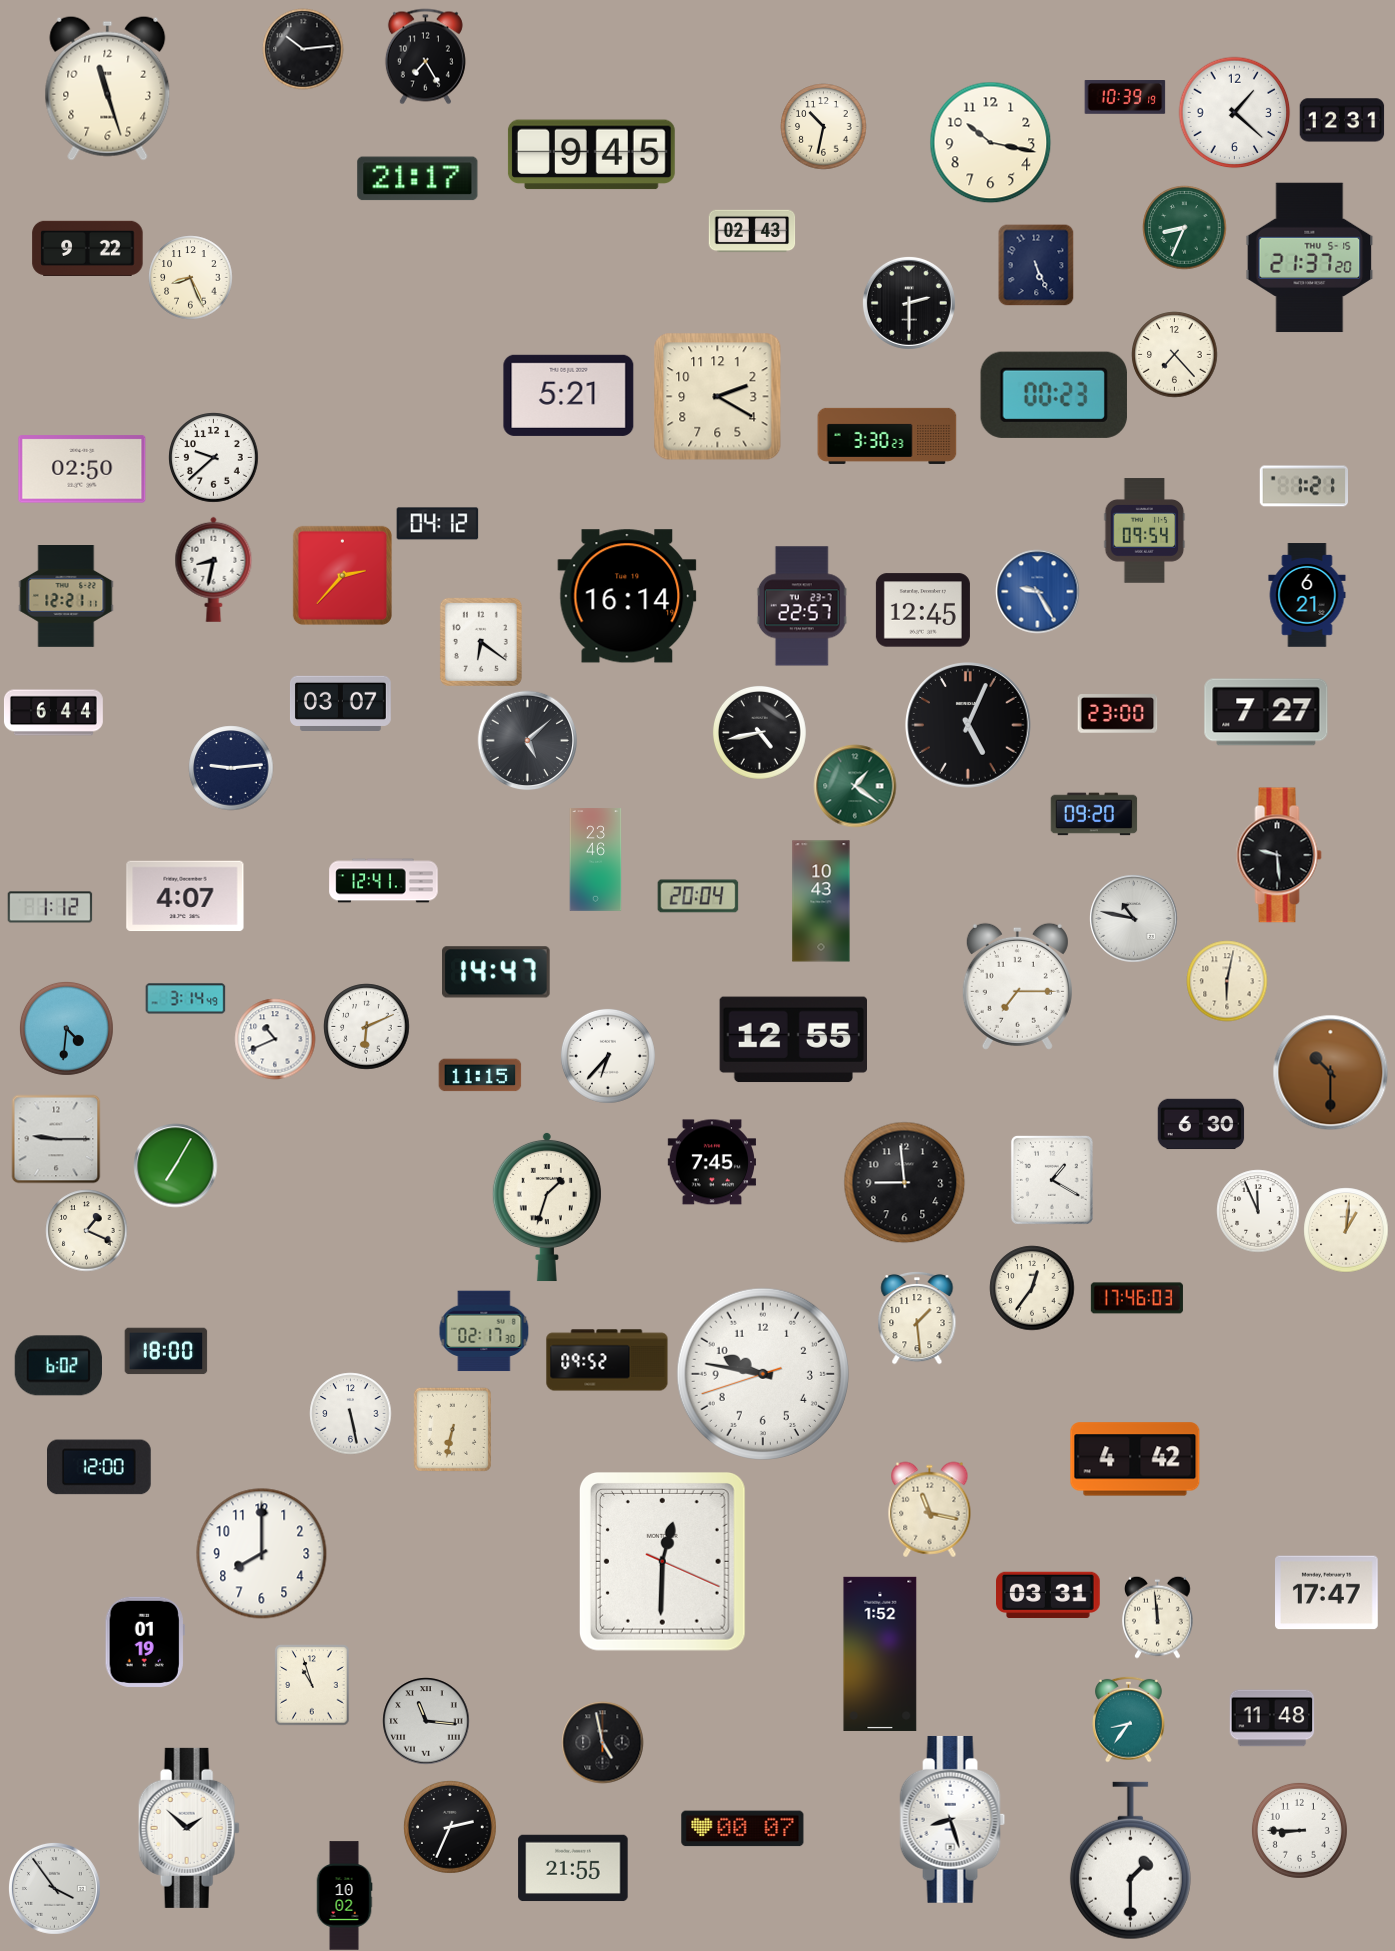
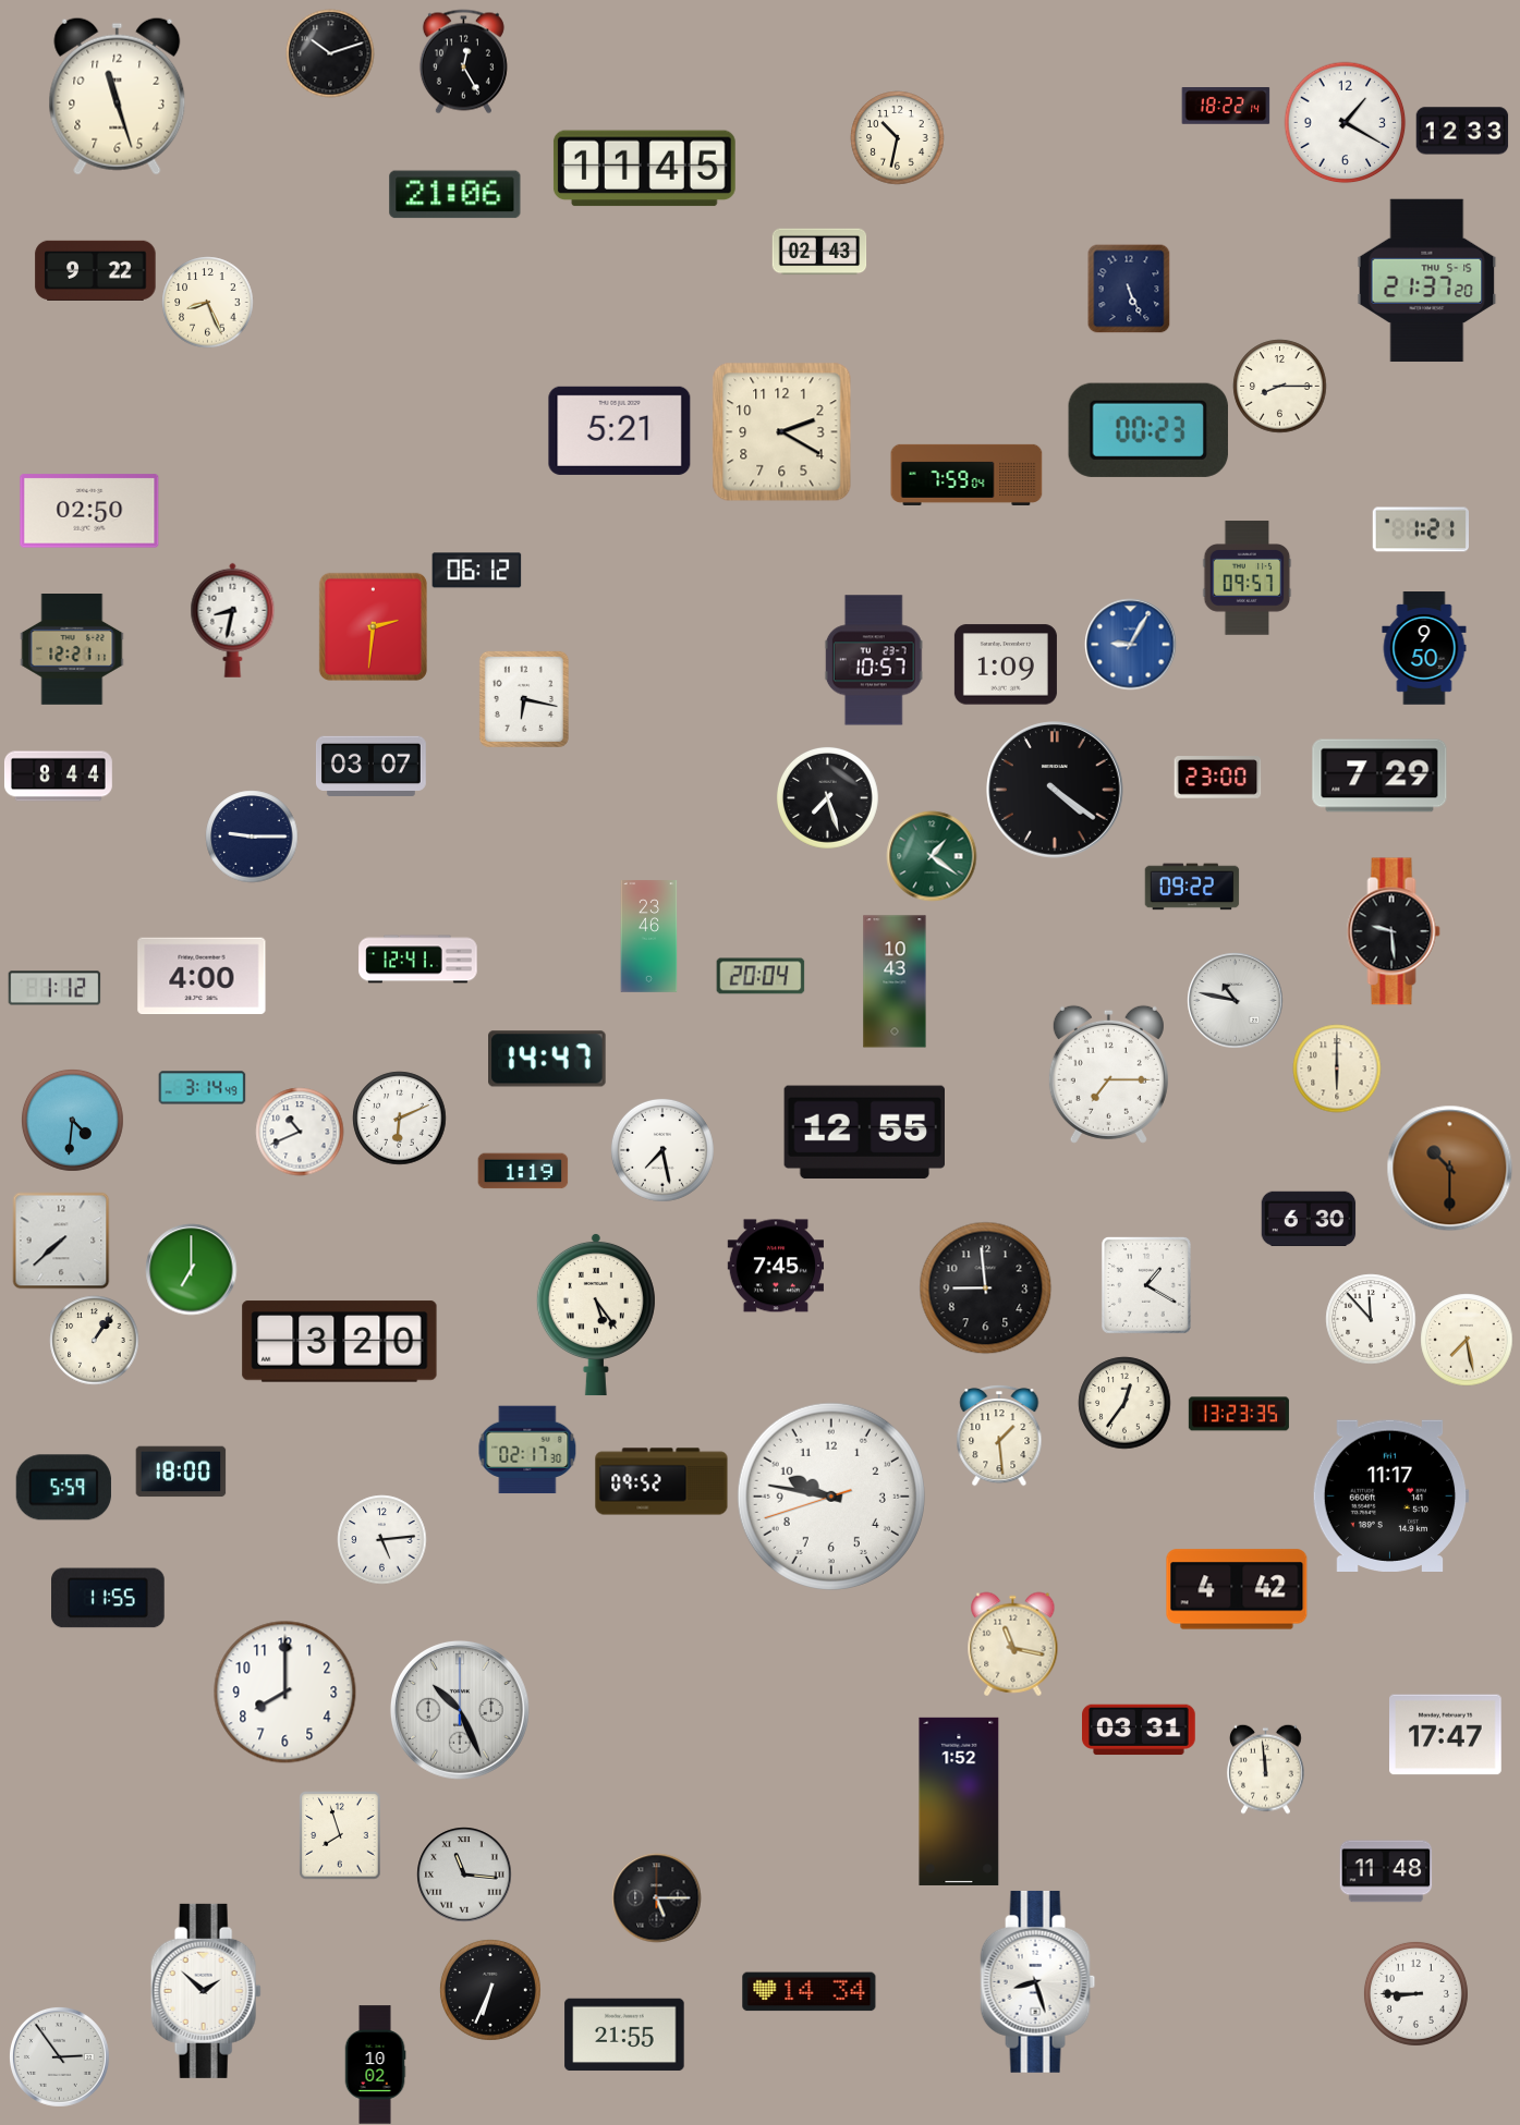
clock at (303, 49): 10:14 -> 10:12
clock at (425, 56): 7:25 -> 12:25
clock at (1125, 98): 10:39 -> 18:22
clock at (1234, 112): 1:22 -> 1:20
clock at (1342, 120): 12:31 -> 12:33
clock at (990, 142): 10:17 -> none
clock at (591, 155): 9:45 -> 11:45
clock at (418, 179): 21:17 -> 21:06
clock at (1184, 227): 8:34 -> none
clock at (909, 303): 2:30 -> none
clock at (1174, 354): 7:23 -> 8:15
clock at (887, 436): 3:30 -> 7:59
clock at (213, 457): 9:38 -> none
clock at (437, 524): 04:12 -> 06:12
clock at (1145, 531): 09:54 -> 09:57
clock at (342, 575): 2:37 -> 2:31
clock at (1037, 591): 9:25 -> 9:05
clock at (1307, 595): 6:21 -> 9:50
clock at (627, 596): 16:14 -> none
clock at (802, 606): 22:57 -> 10:57
clock at (923, 610): 12:45 -> 1:09
clock at (481, 642): 6:21 -> 6:17
clock at (1266, 712): 7:27 -> 7:29
clock at (53, 713): 6:44 -> 8:44
clock at (968, 725): 5:04 -> 4:21
clock at (759, 732): 4:43 -> 7:27
clock at (527, 740): 5:08 -> none
clock at (231, 768): 9:14 -> 9:15
clock at (1094, 814): 09:20 -> 09:22
clock at (185, 896): 4:07 -> 4:00
clock at (496, 972) position: (496, 972) -> (547, 1059)
clock at (1227, 981): 6:02 -> 6:00
clock at (608, 1056): 6:37 -> 7:28
clock at (480, 1075): 11:15 -> 1:19
clock at (1201, 1124) position: (1201, 1124) -> (1309, 1219)
clock at (56, 1139): 9:15 -> 7:38
clock at (175, 1165): 7:05 -> 7:00
clock at (547, 1207): 1:33 -> 5:24
clock at (1258, 1211): 11:56 -> 11:53
clock at (86, 1230): 1:19 -> 1:06
clock at (1346, 1230): 1:01 -> 7:28
clock at (340, 1342): none -> 3:20
clock at (1137, 1298): 17:46 -> 13:23
clock at (58, 1366): 6:02 -> 5:59
clock at (1390, 1495): none -> 11:17
clock at (350, 1413): 5:28 -> 5:14
clock at (452, 1429): 6:32 -> none
clock at (100, 1467): 12:00 -> 11:55
clock at (662, 1562): 12:30 -> none
clock at (460, 1710): none -> 10:26
clock at (1049, 1595) position: (1049, 1595) -> (1140, 1730)
clock at (1158, 1617) position: (1158, 1617) -> (1266, 1769)
clock at (145, 1642): 01:19 -> none
clock at (312, 1685): 10:57 -> 7:57
clock at (1129, 1719): 8:36 -> none
clock at (602, 1742): 4:58 -> 5:15
clock at (450, 1827): 2:34 -> 6:34
clock at (743, 1829): 00:07 -> 14:34
clock at (1130, 1861): 1:30 -> none
clock at (54, 1888): 3:54 -> 2:54
